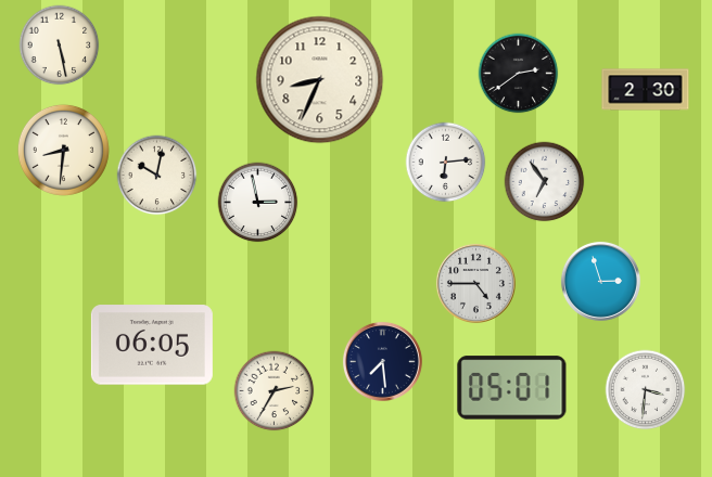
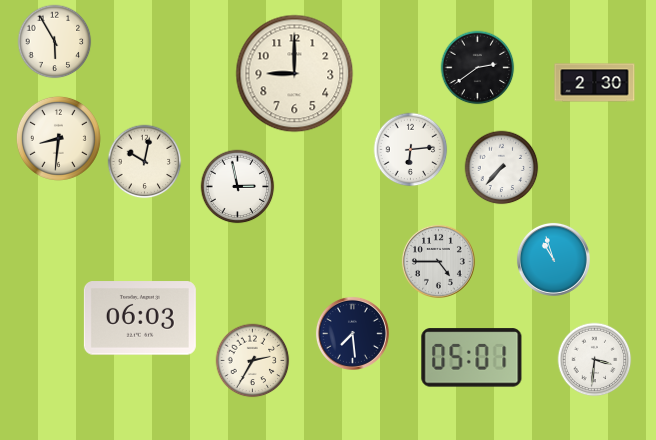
clock at (60, 46): 5:28 -> 5:55
clock at (320, 80): 8:34 -> 9:00
clock at (545, 182): 6:54 -> 7:37
clock at (600, 281): 2:57 -> 10:57
clock at (152, 345): 06:05 -> 06:03
